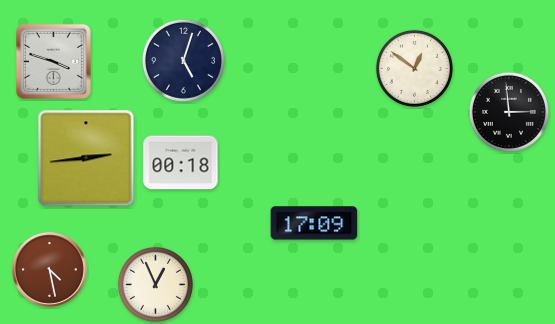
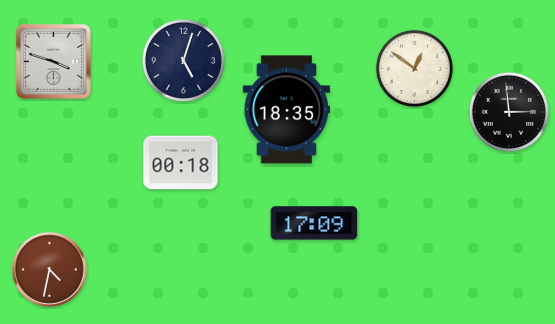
clock at (287, 110): none -> 18:35
clock at (86, 158): 2:44 -> none
clock at (50, 270): 4:28 -> 4:32
clock at (155, 284): 12:56 -> none
